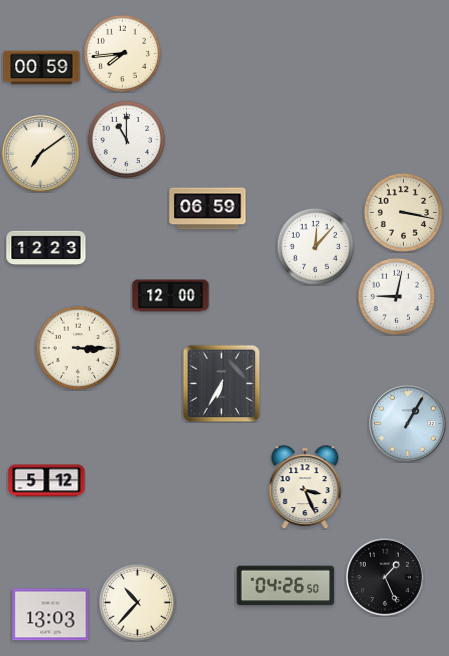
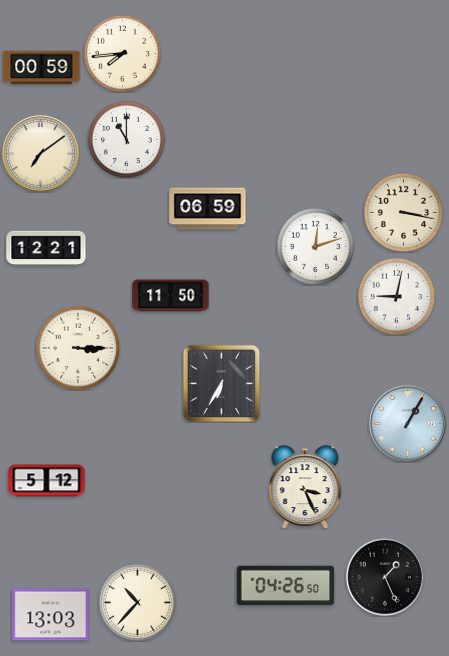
clock at (315, 246): 12:07 -> 12:12
clock at (46, 248): 12:23 -> 12:21
clock at (171, 296): 12:00 -> 11:50
